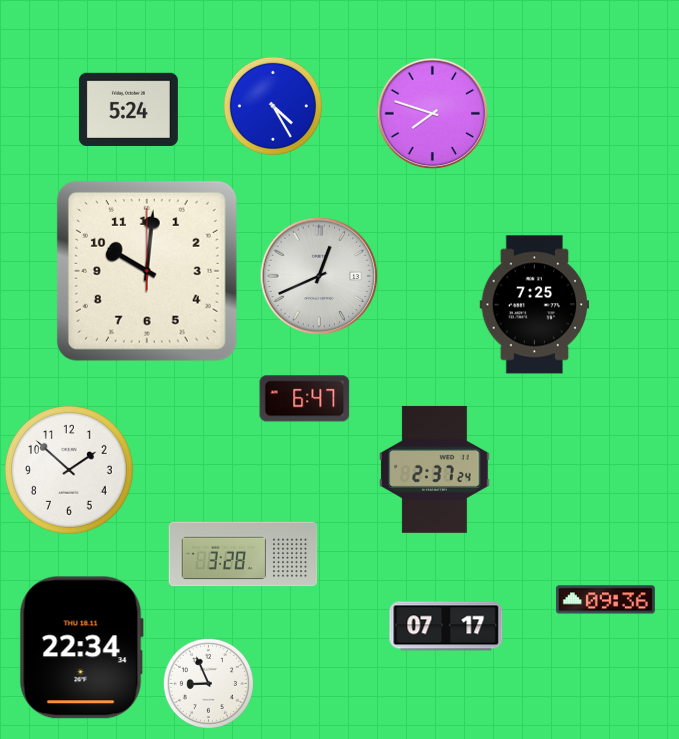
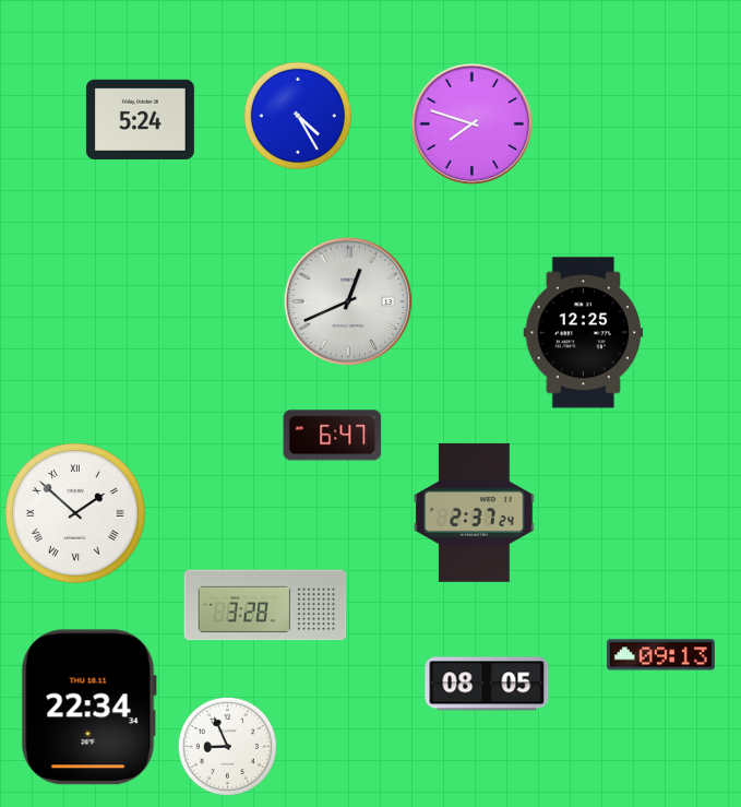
clock at (147, 271): 10:01 -> none
clock at (535, 305): 7:25 -> 12:25
clock at (69, 470) numerals: Arabic -> Roman
clock at (605, 600): 09:36 -> 09:13
clock at (446, 626): 07:17 -> 08:05
